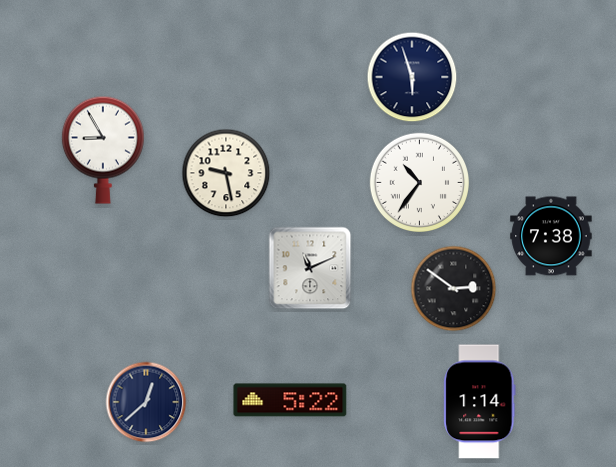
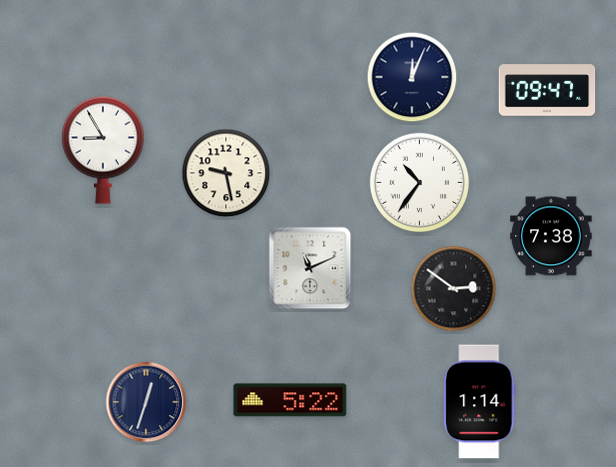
clock at (412, 77): 5:57 -> 12:04
clock at (547, 90): none -> 09:47
clock at (146, 402): 12:38 -> 12:33
